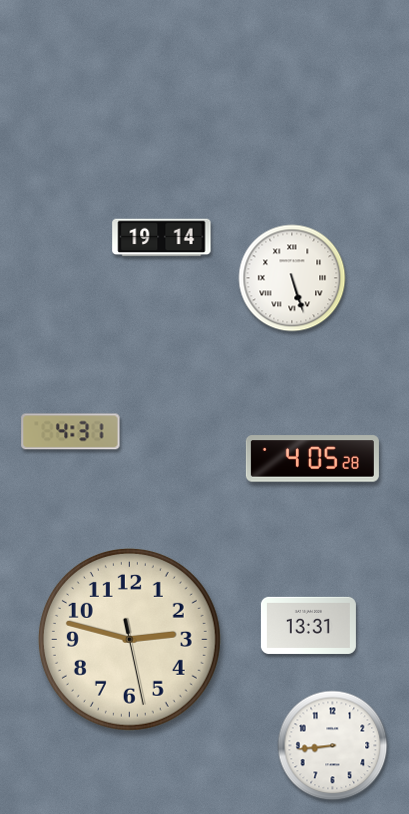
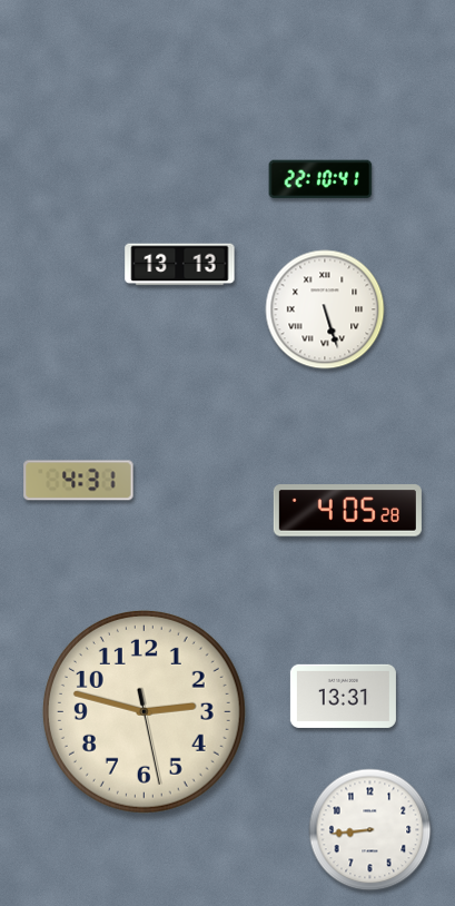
clock at (320, 179): none -> 22:10
clock at (162, 238): 19:14 -> 13:13
